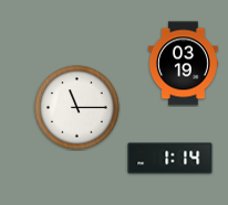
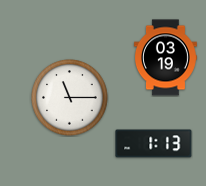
clock at (170, 159): 1:14 -> 1:13
